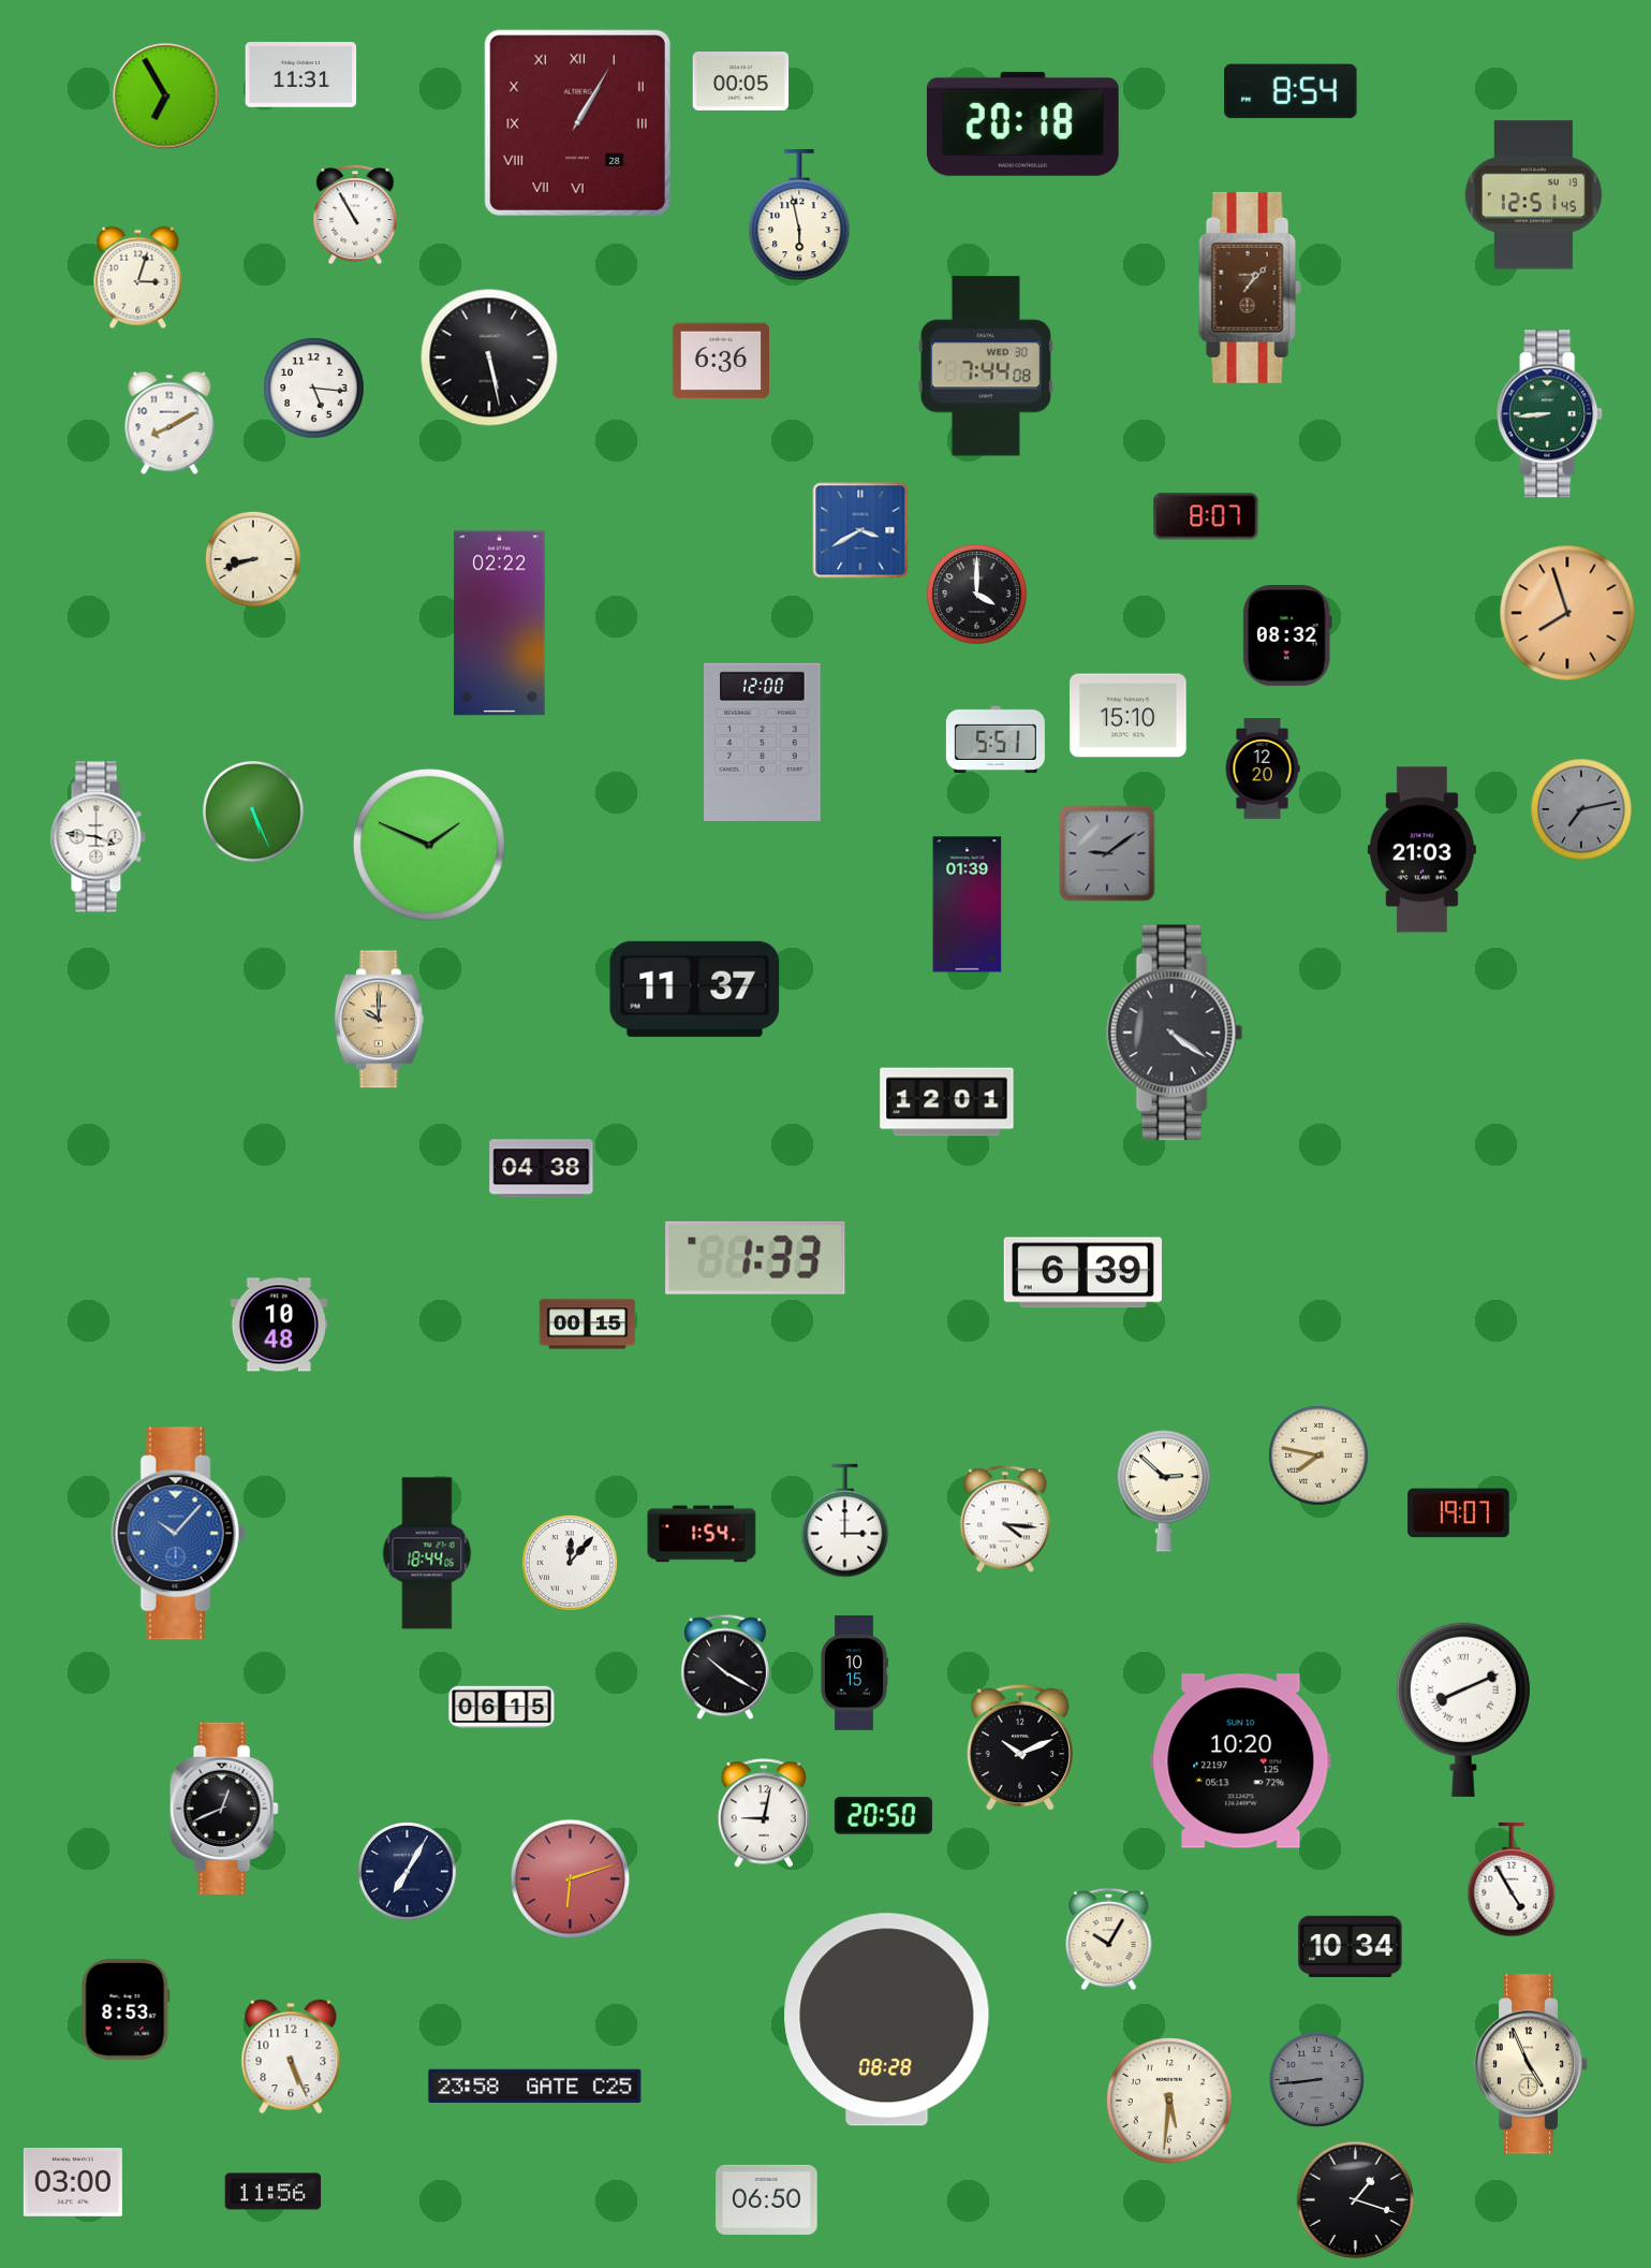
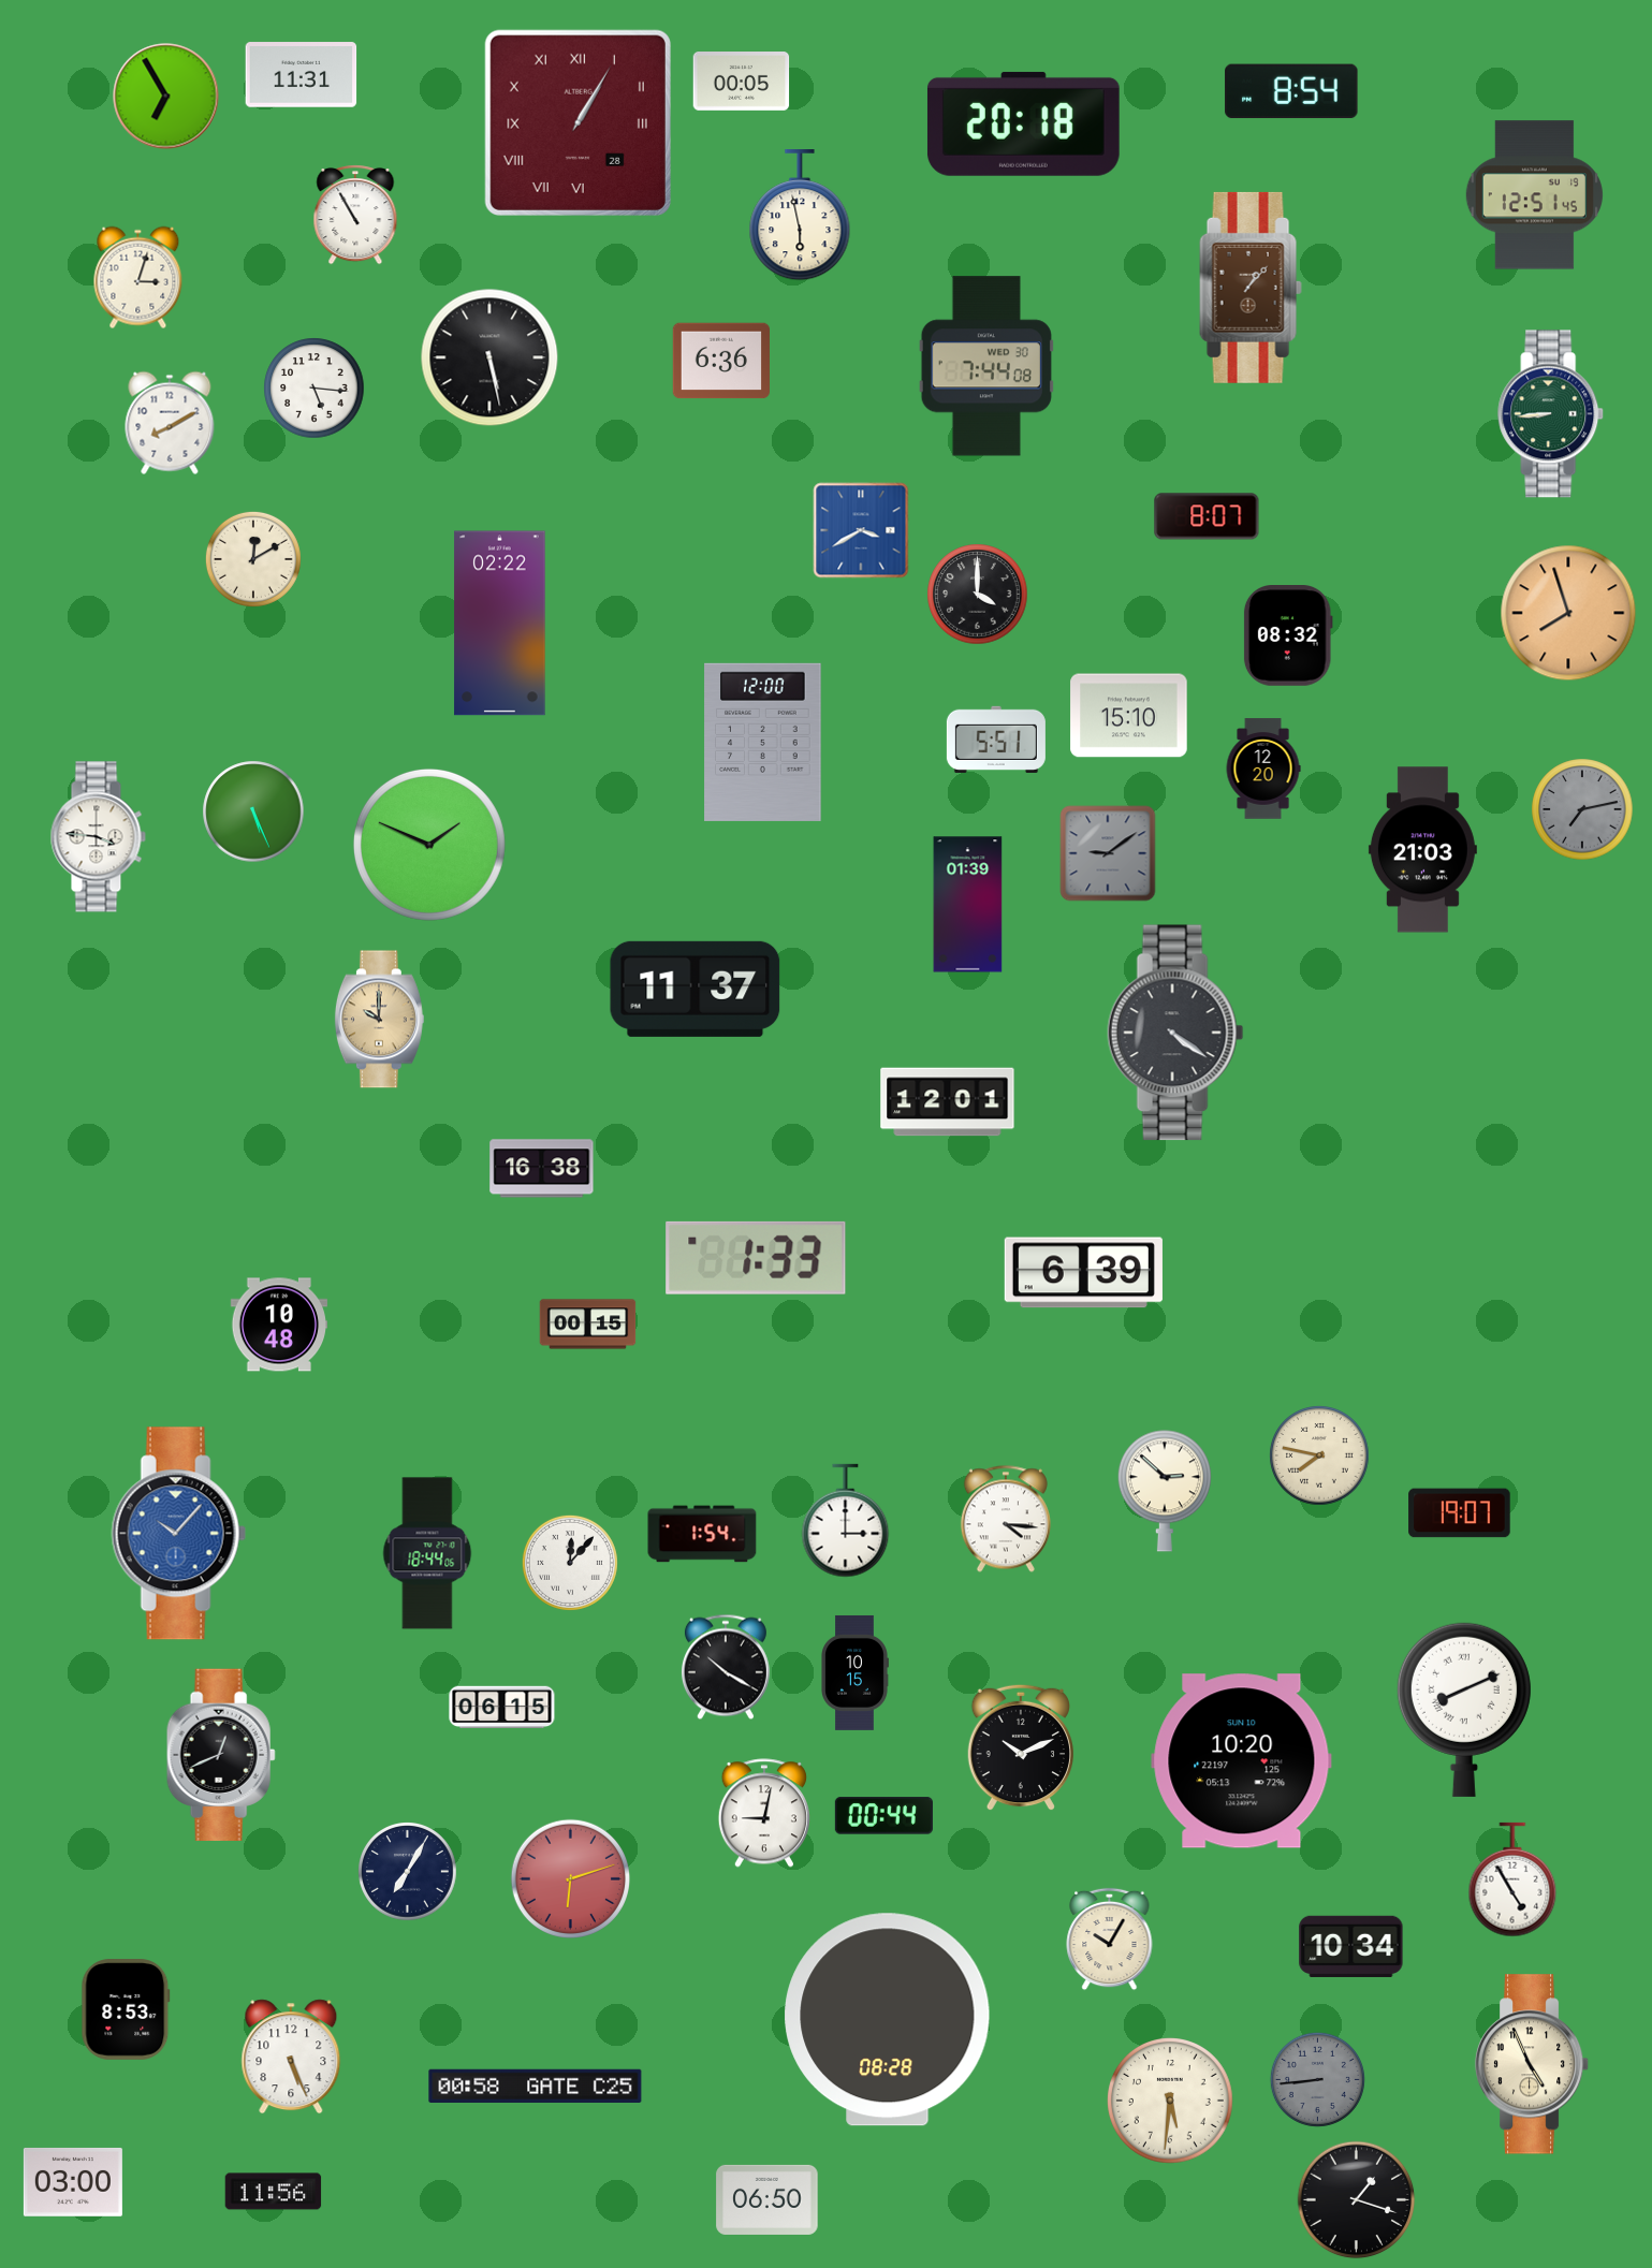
clock at (253, 559): 8:42 -> 12:10
clock at (542, 1169): 04:38 -> 16:38
clock at (224, 1808) position: (224, 1808) -> (221, 1754)
clock at (883, 1816): 20:50 -> 00:44
clock at (535, 2086): 23:58 -> 00:58
